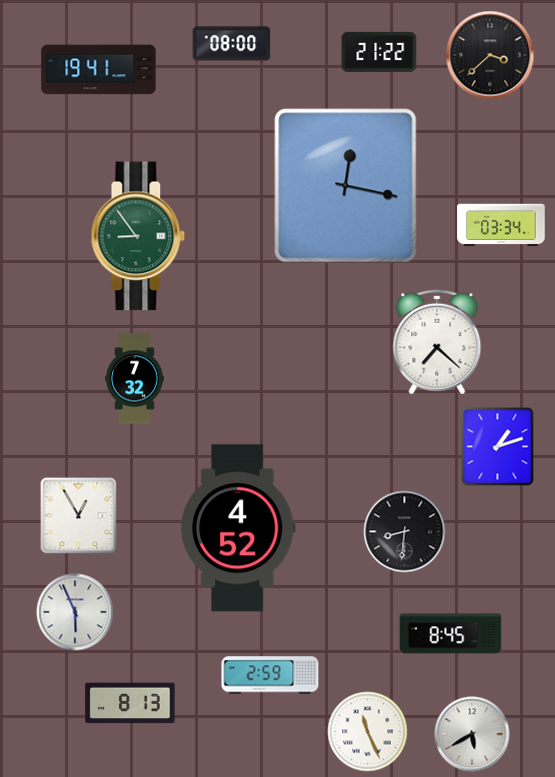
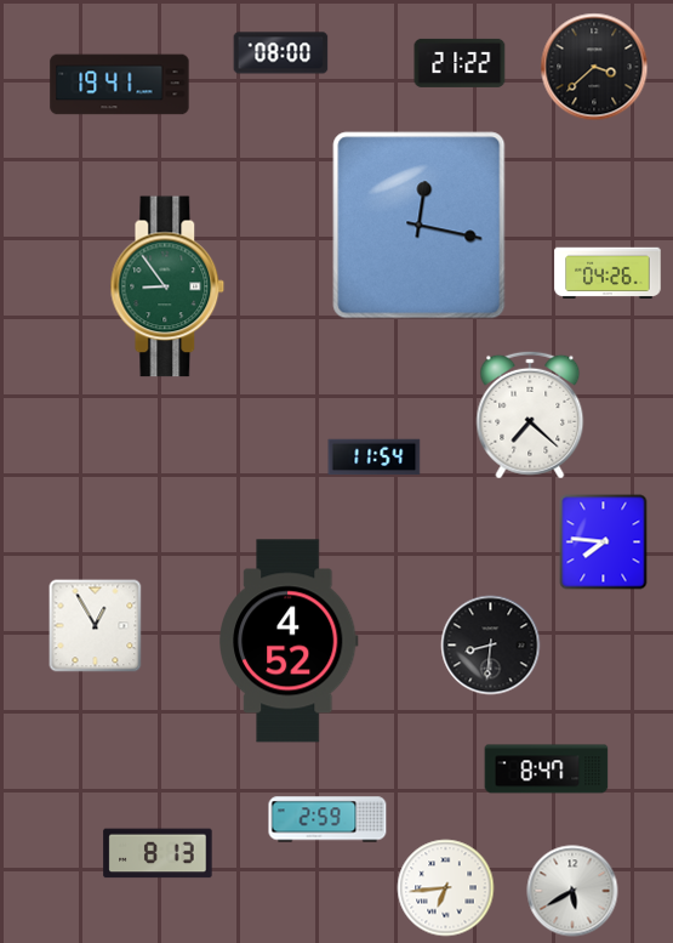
clock at (501, 225): 03:34 -> 04:26
clock at (375, 458): none -> 11:54
clock at (135, 379): 7:32 -> none
clock at (498, 447): 1:12 -> 7:46
clock at (75, 612): 5:56 -> none
clock at (451, 634): 8:45 -> 8:47
clock at (368, 732): 11:26 -> 6:44
